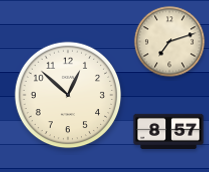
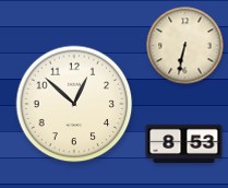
clock at (170, 42): 7:12 -> 6:32
clock at (169, 131): 8:57 -> 8:53
